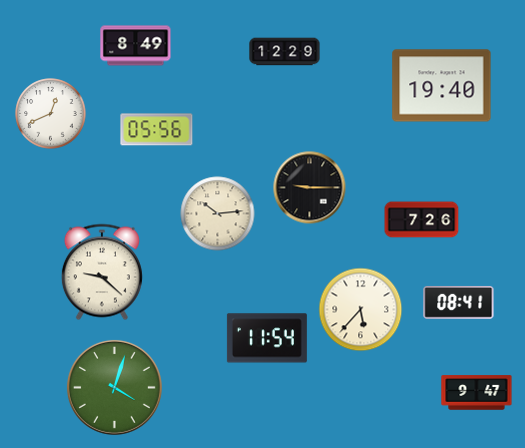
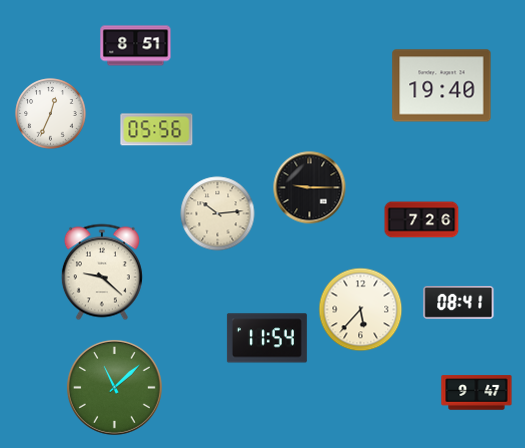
clock at (136, 46): 8:49 -> 8:51
clock at (285, 52): 12:29 -> none
clock at (51, 114): 12:41 -> 12:34
clock at (114, 387): 4:03 -> 11:08
